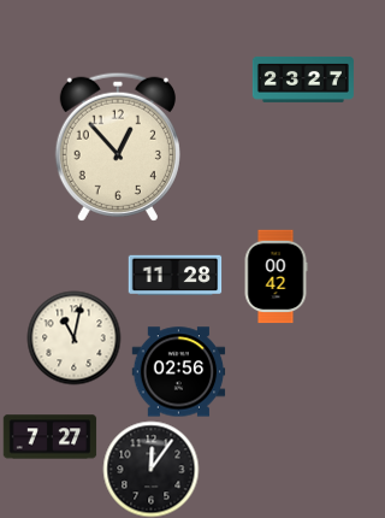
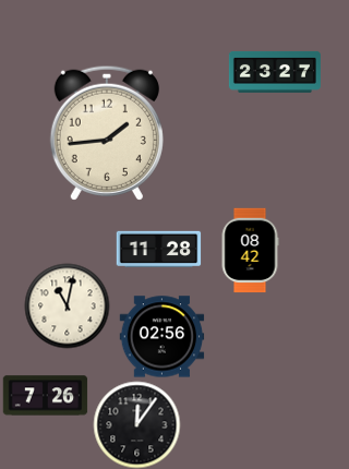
clock at (118, 147): 12:53 -> 1:44
clock at (276, 276): 00:42 -> 08:42
clock at (49, 437): 7:27 -> 7:26
